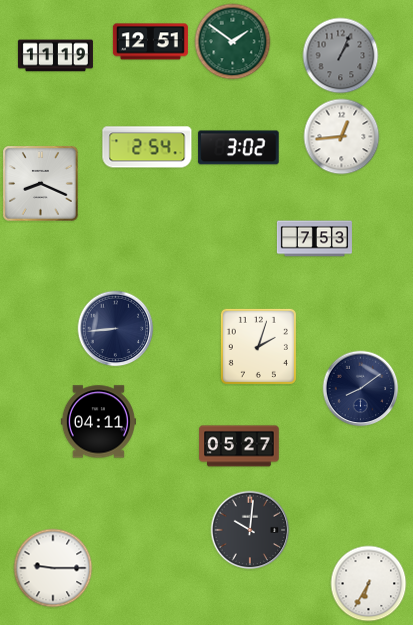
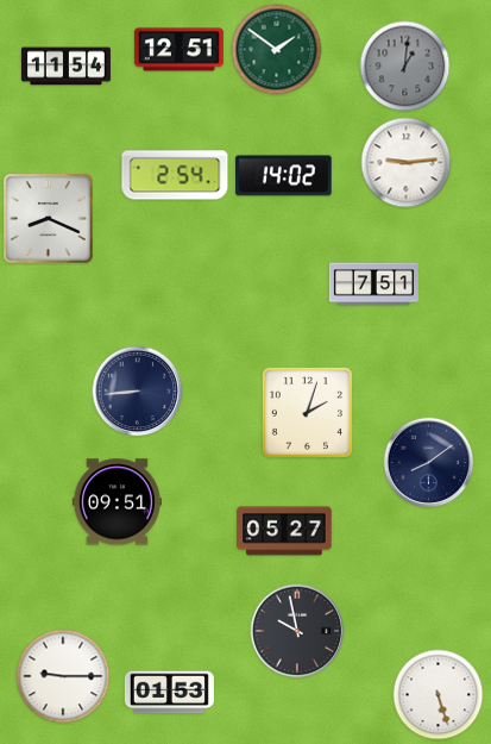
clock at (55, 56): 11:19 -> 11:54
clock at (341, 56): 1:04 -> 1:01
clock at (342, 137): 12:44 -> 9:14
clock at (239, 148): 3:02 -> 14:02
clock at (314, 239): 7:53 -> 7:51
clock at (98, 422): 04:11 -> 09:51
clock at (250, 530): 10:01 -> 9:58
clock at (169, 693): none -> 01:53
clock at (369, 584): 6:35 -> 5:27
